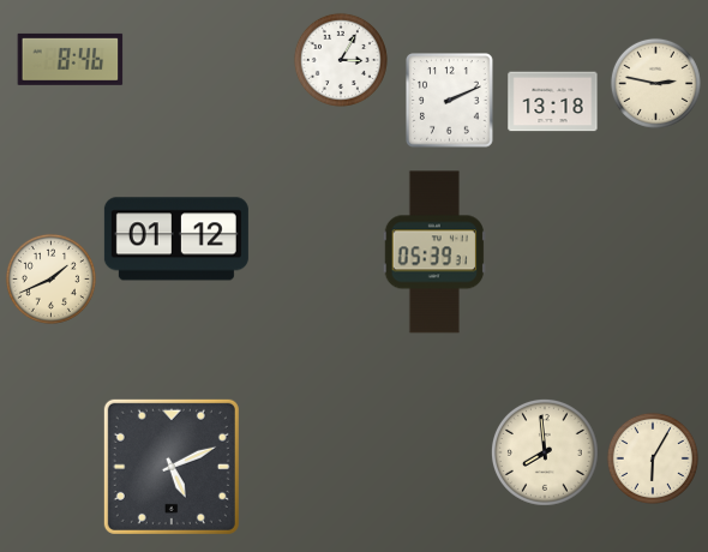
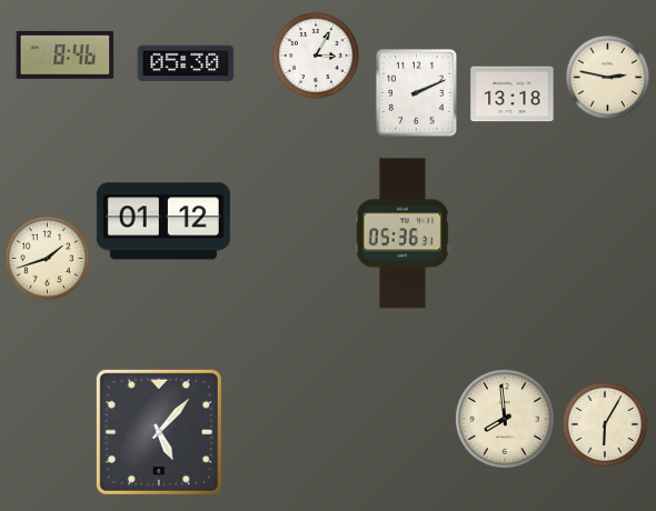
clock at (186, 63): none -> 05:30
clock at (433, 252): 05:39 -> 05:36
clock at (50, 278): 1:41 -> 1:42
clock at (172, 467): 5:11 -> 5:07
